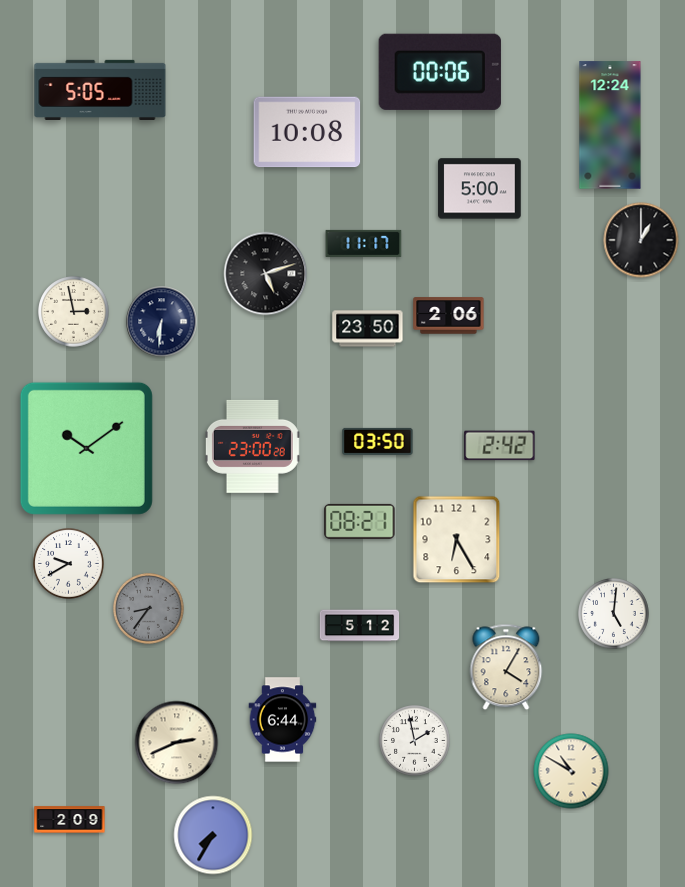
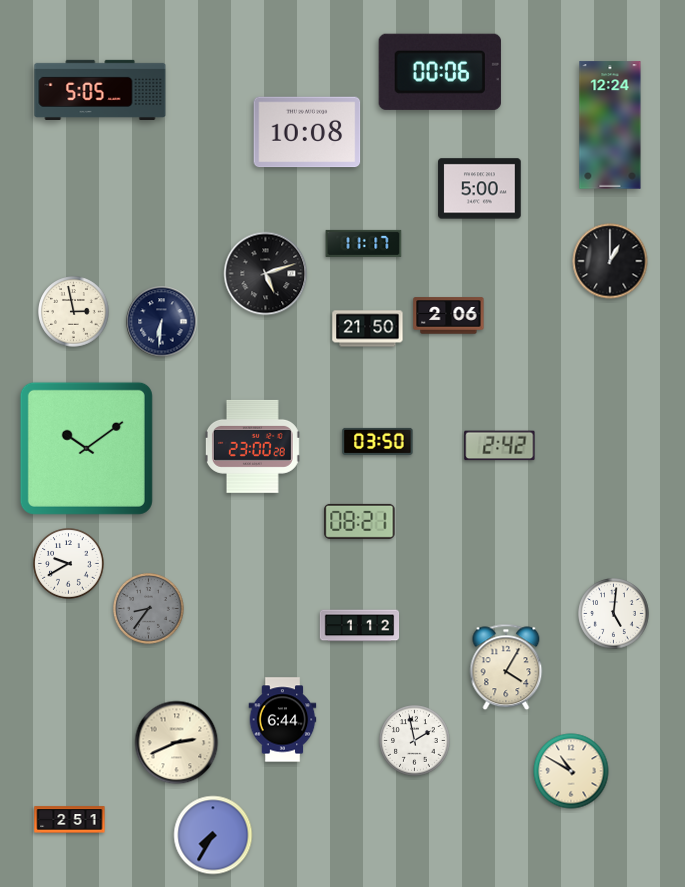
clock at (641, 240) position: (641, 240) -> (610, 261)
clock at (368, 329): 23:50 -> 21:50
clock at (457, 540): 6:25 -> none
clock at (360, 626): 5:12 -> 1:12
clock at (70, 820): 2:09 -> 2:51
